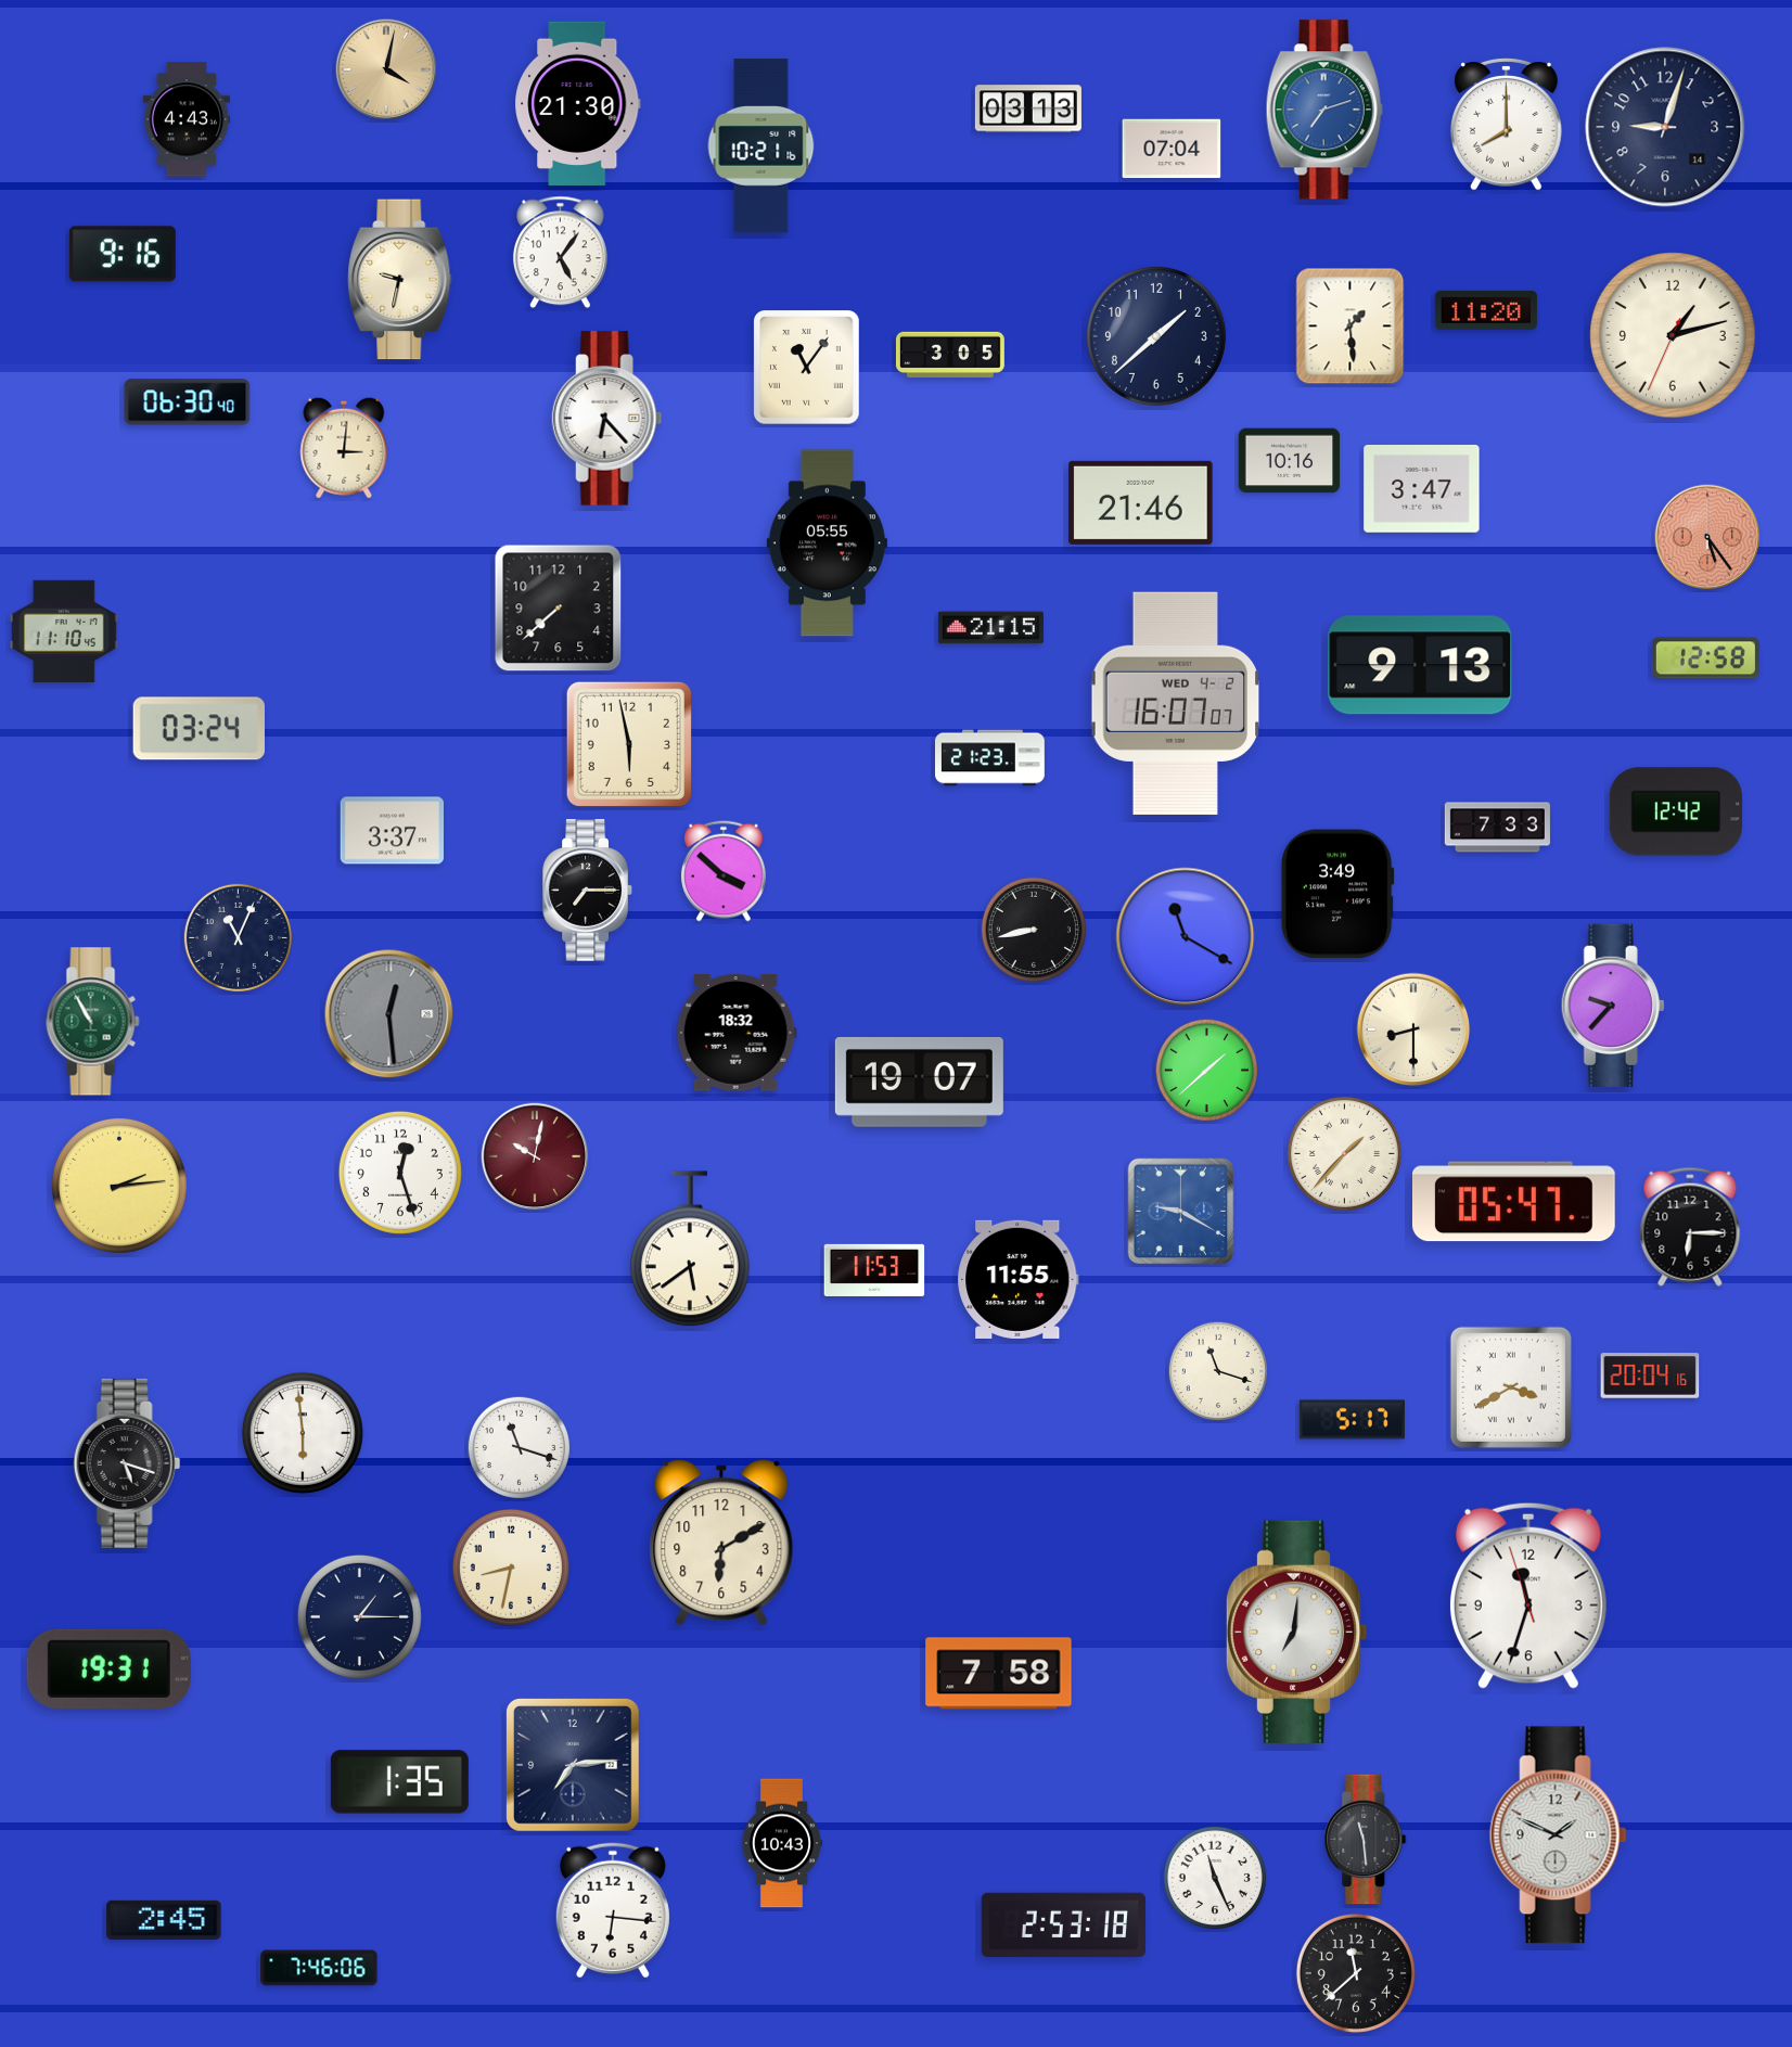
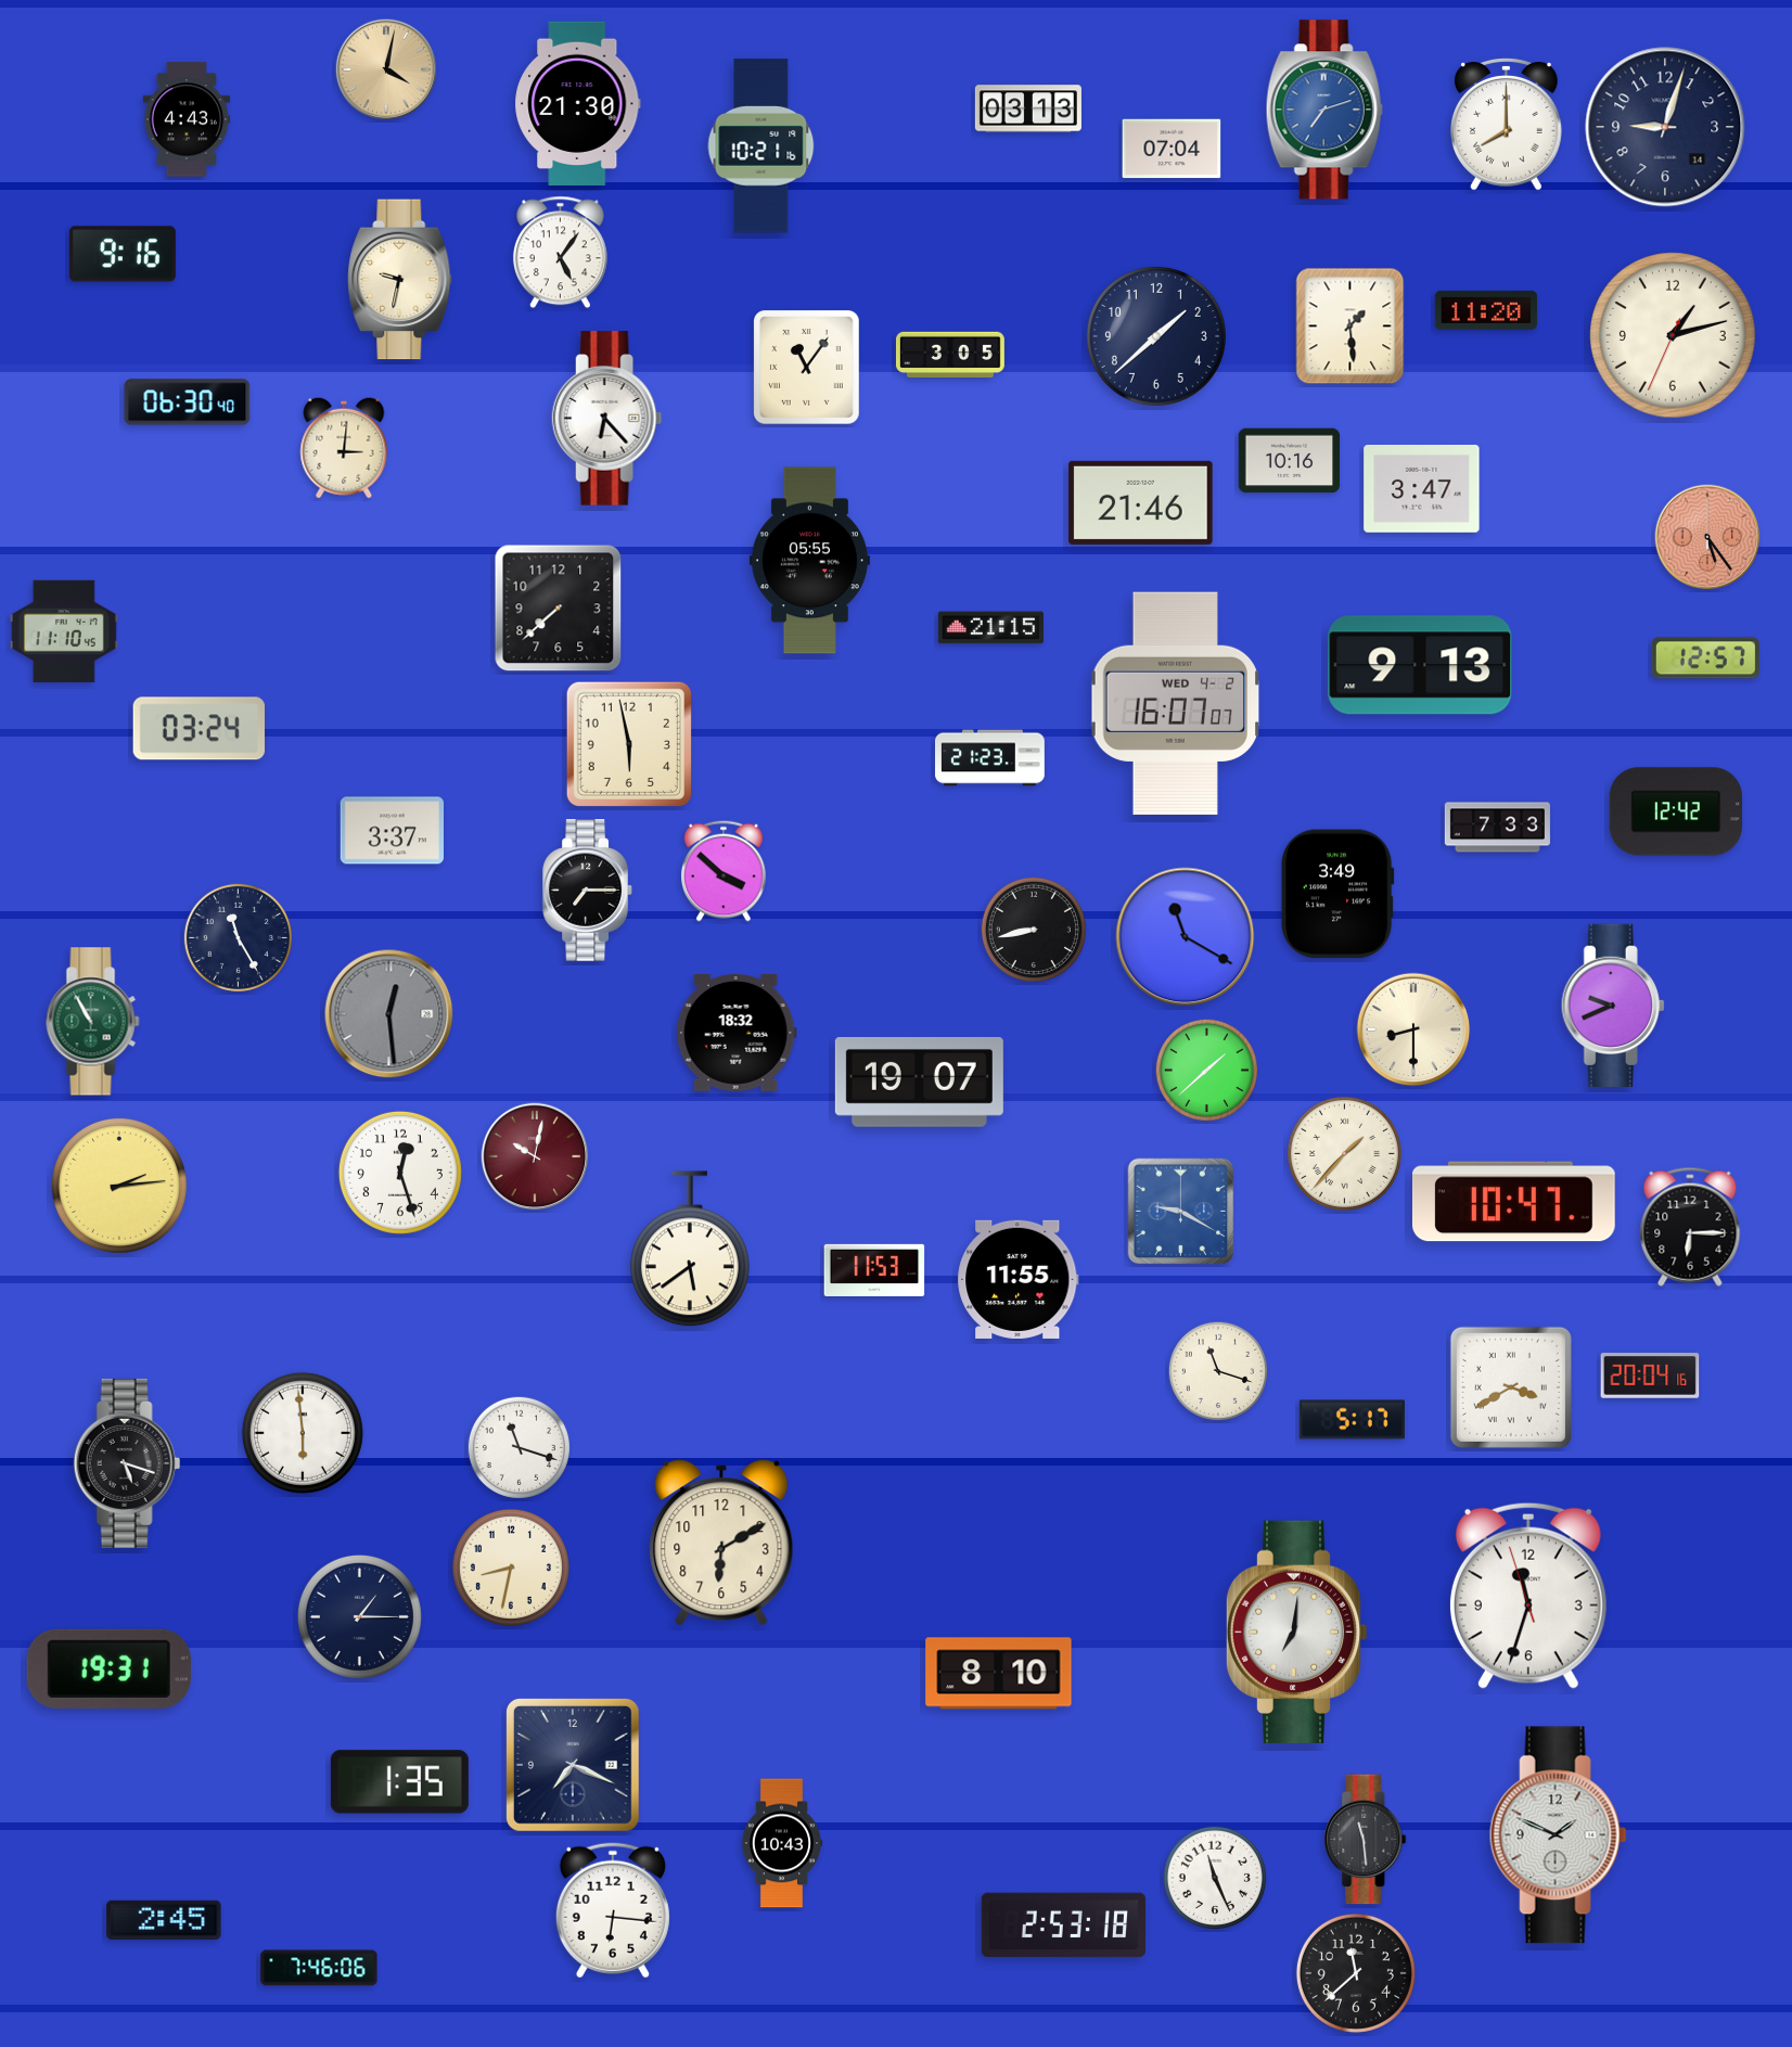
clock at (827, 543) position: (827, 543) -> (809, 561)
clock at (1705, 658): 12:58 -> 12:57
clock at (238, 937): 11:04 -> 11:25
clock at (1613, 1005): 9:37 -> 9:41
clock at (1514, 1202): 05:47 -> 10:47
clock at (999, 1674): 7:58 -> 8:10
clock at (573, 1765): 7:14 -> 7:19
